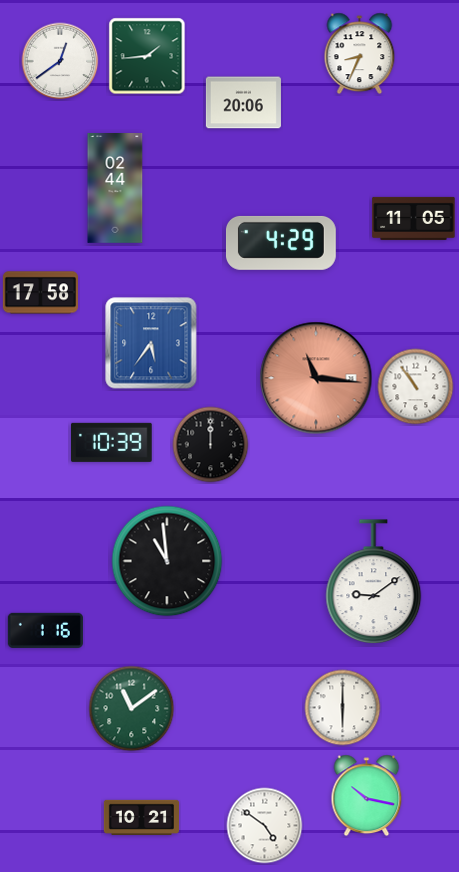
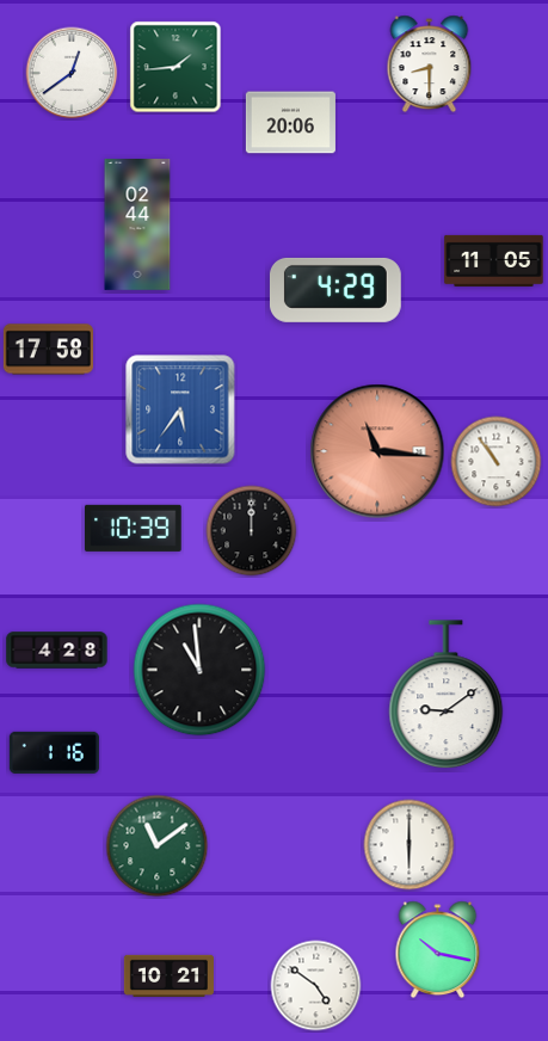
clock at (360, 54): 8:34 -> 8:30
clock at (57, 651): none -> 4:28
